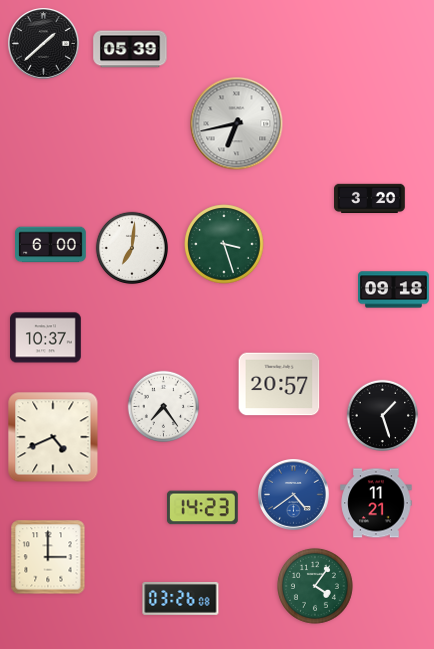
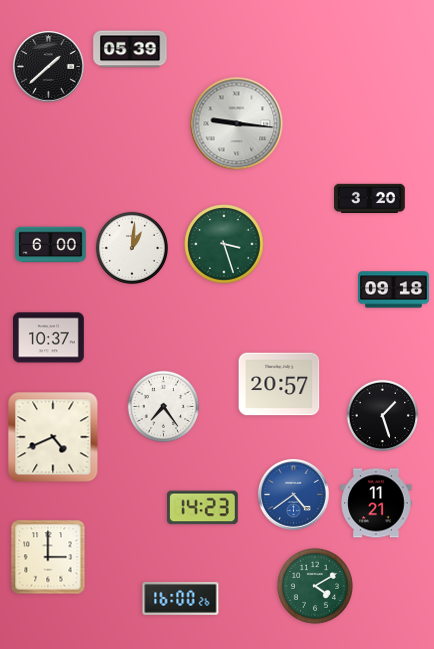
clock at (44, 44) position: (44, 44) -> (49, 67)
clock at (237, 124): 6:43 -> 9:16
clock at (131, 247): 7:01 -> 1:01
clock at (46, 338) position: (46, 338) -> (49, 338)
clock at (315, 586): 4:06 -> 4:10
clock at (181, 598): 03:26 -> 16:00
